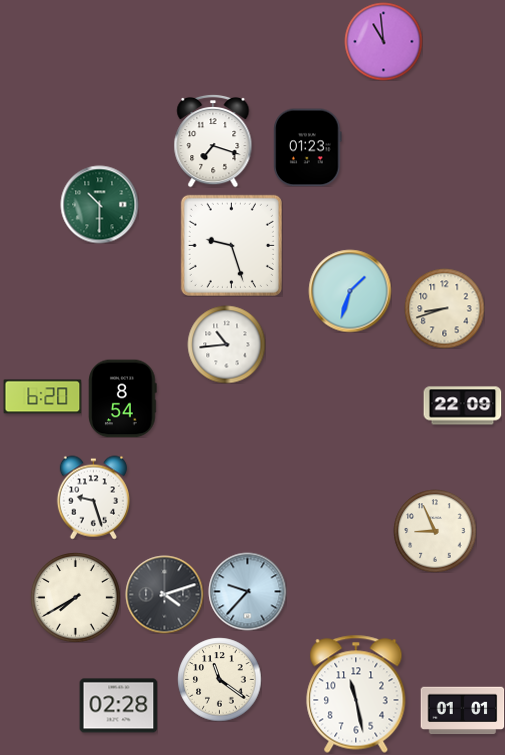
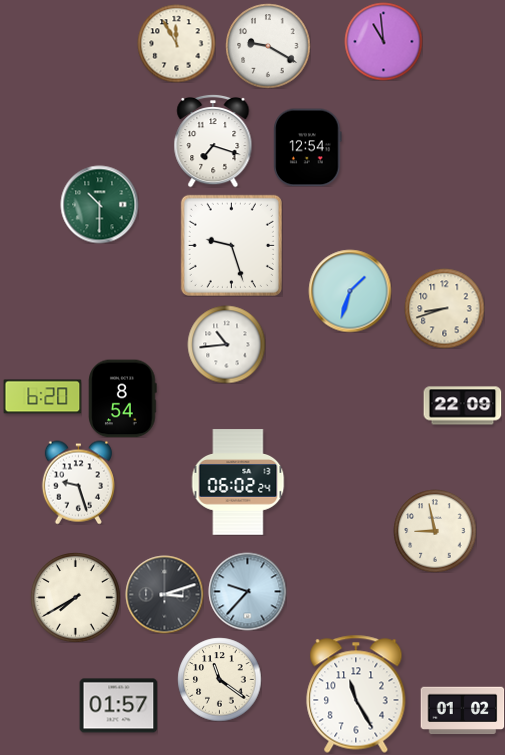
clock at (176, 43): none -> 11:55
clock at (268, 46): none -> 9:20
clock at (308, 147): 01:23 -> 12:54
clock at (238, 482): none -> 06:02
clock at (93, 497) position: (93, 497) -> (78, 482)
clock at (435, 531): 8:56 -> 8:58
clock at (164, 594): 4:12 -> 3:12
clock at (356, 694): 11:28 -> 11:25
clock at (118, 706): 02:28 -> 01:57
clock at (462, 711): 01:01 -> 01:02
